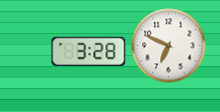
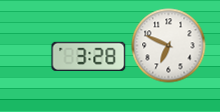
clock at (89, 51) position: (89, 51) -> (89, 56)
